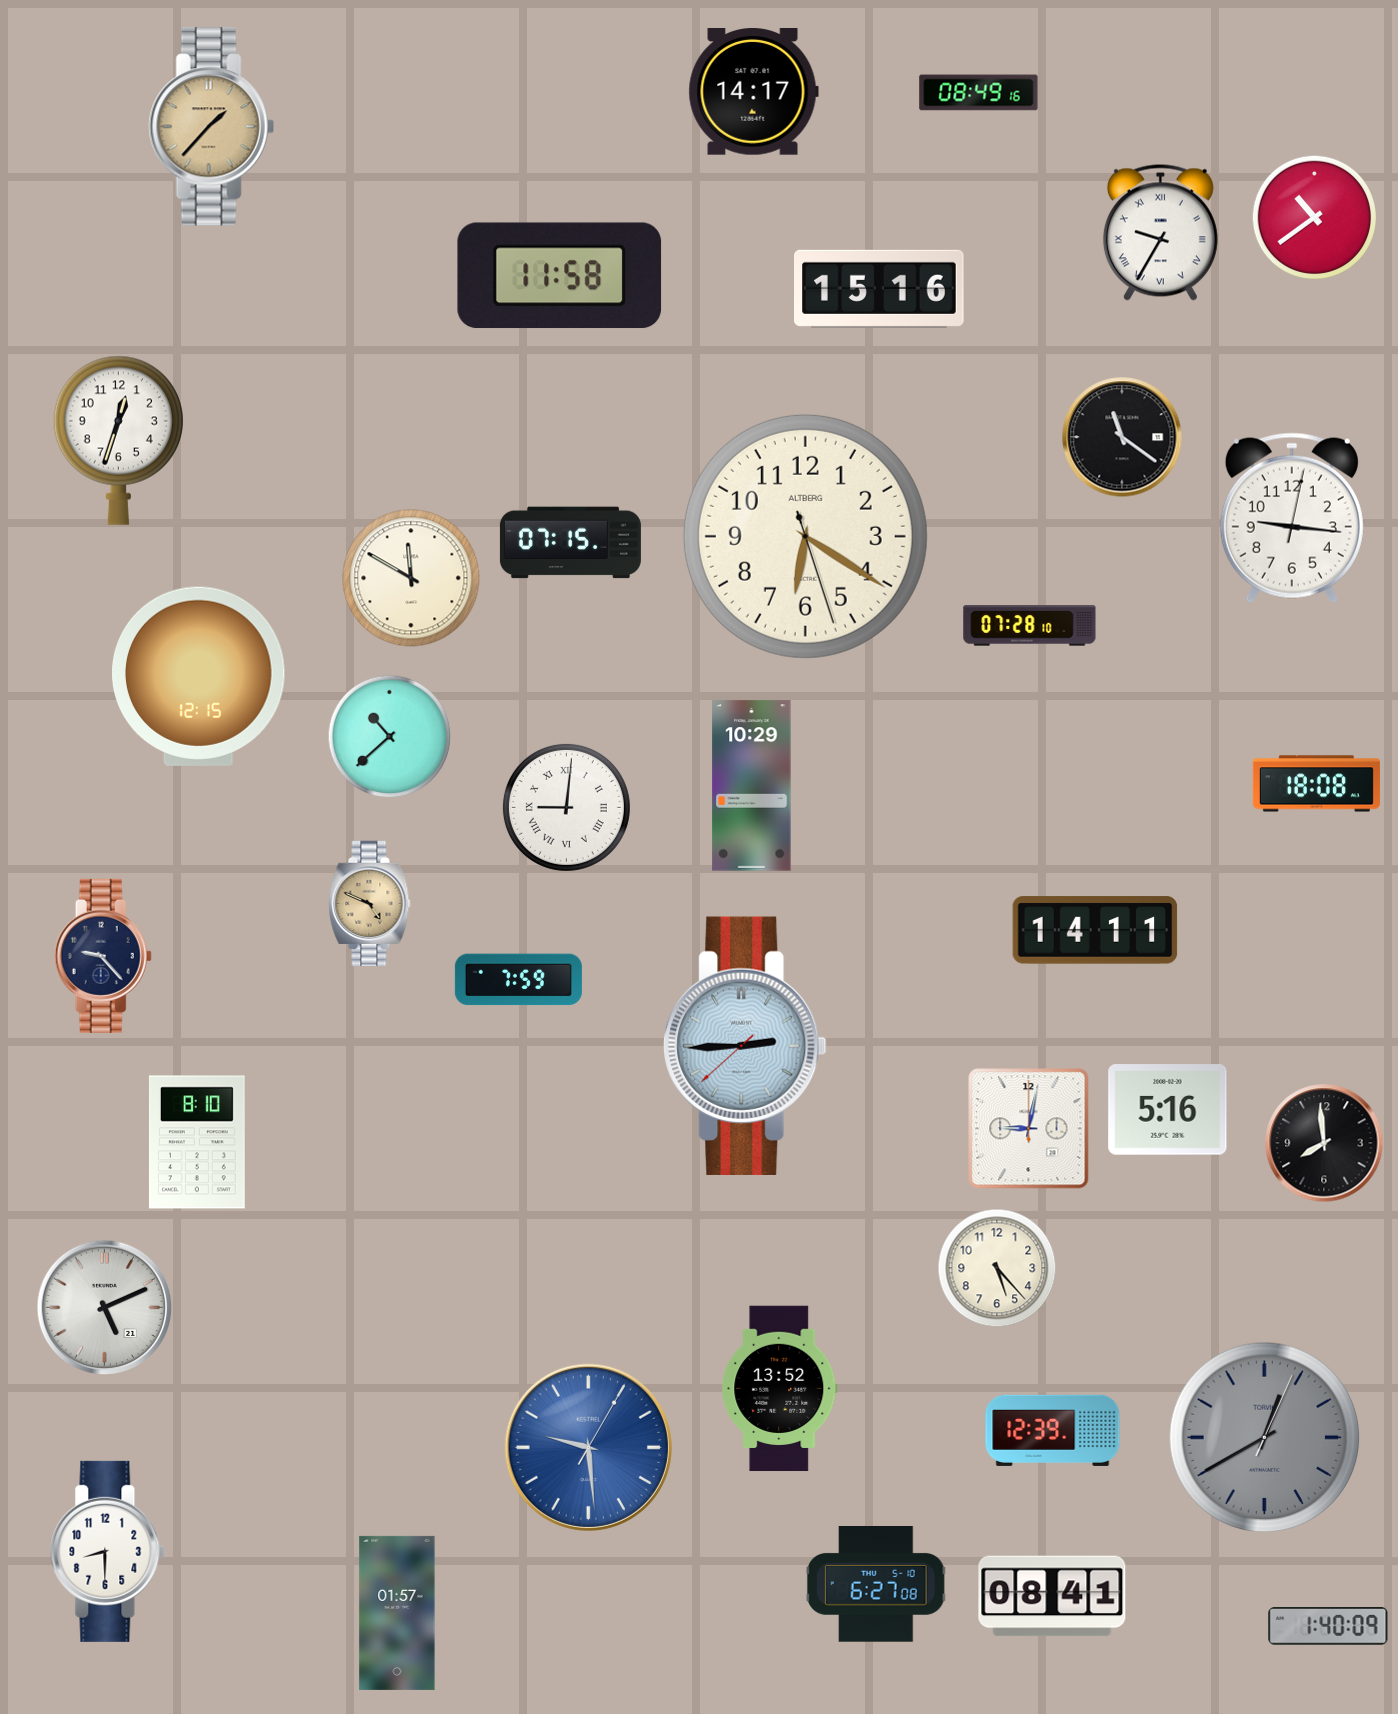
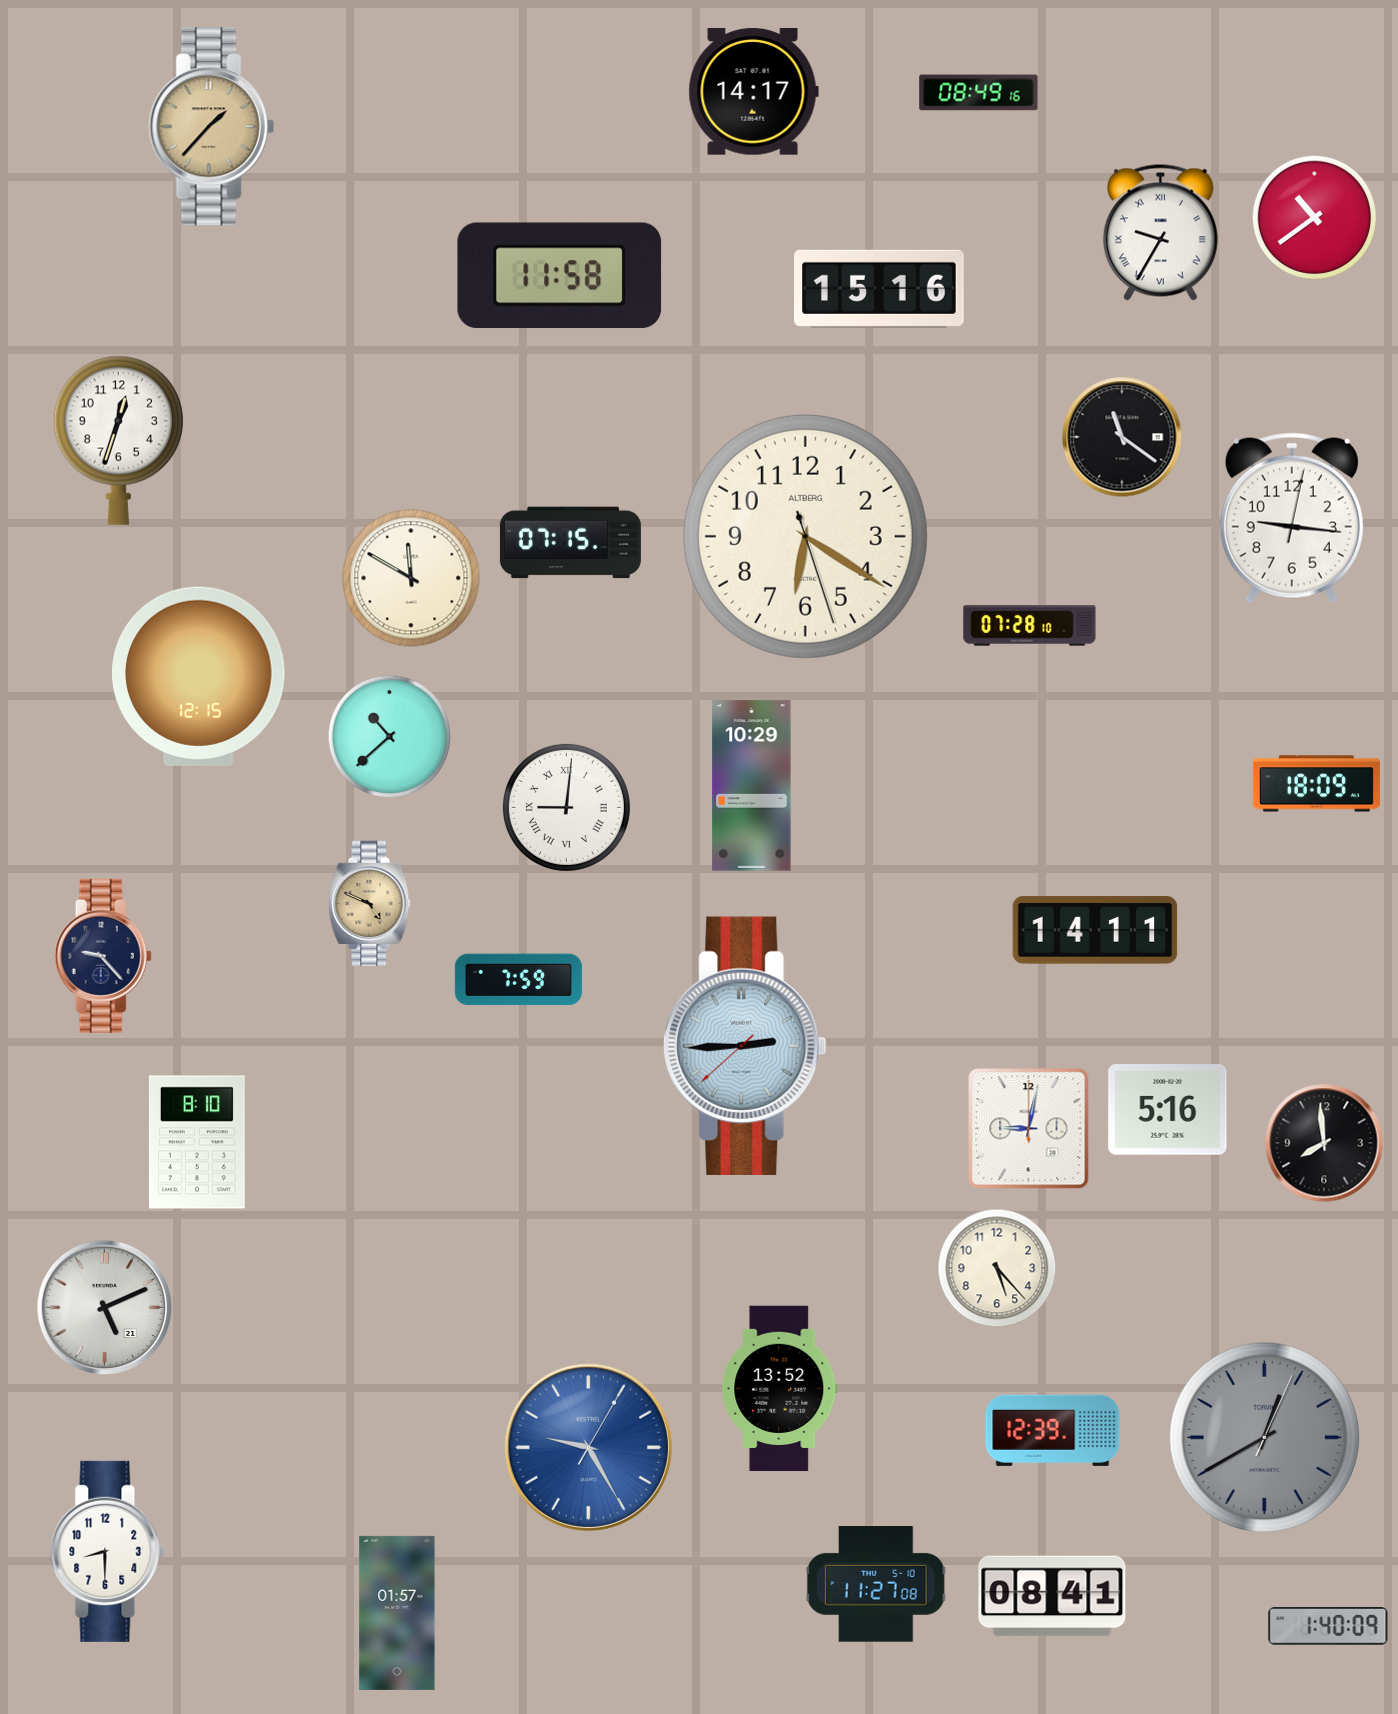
clock at (1316, 784): 18:08 -> 18:09
clock at (588, 1447): 9:29 -> 9:25
clock at (876, 1585): 6:27 -> 11:27
